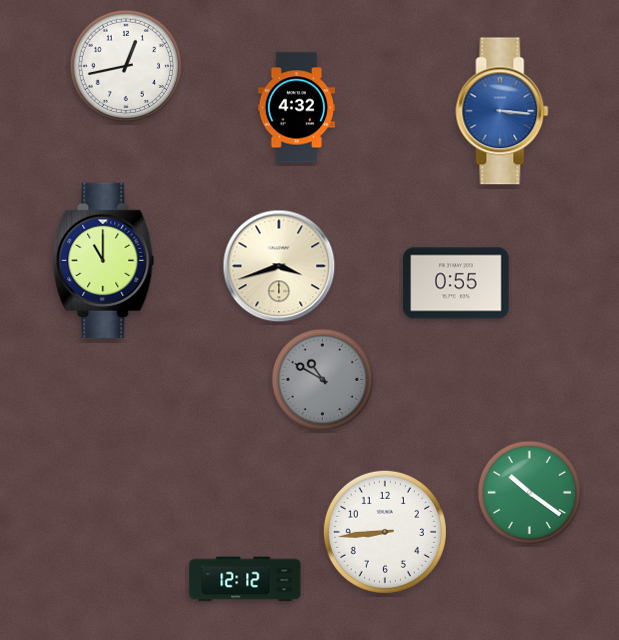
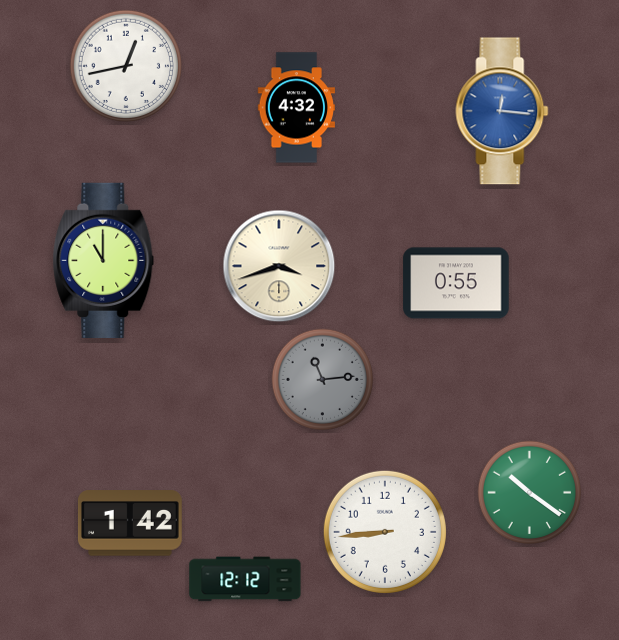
clock at (502, 111): 3:16 -> 12:16
clock at (323, 380): 10:50 -> 11:14
clock at (130, 523): none -> 1:42
